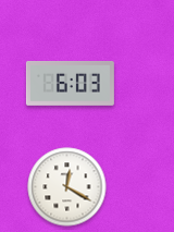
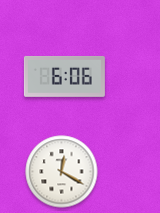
clock at (70, 83): 6:03 -> 6:06
